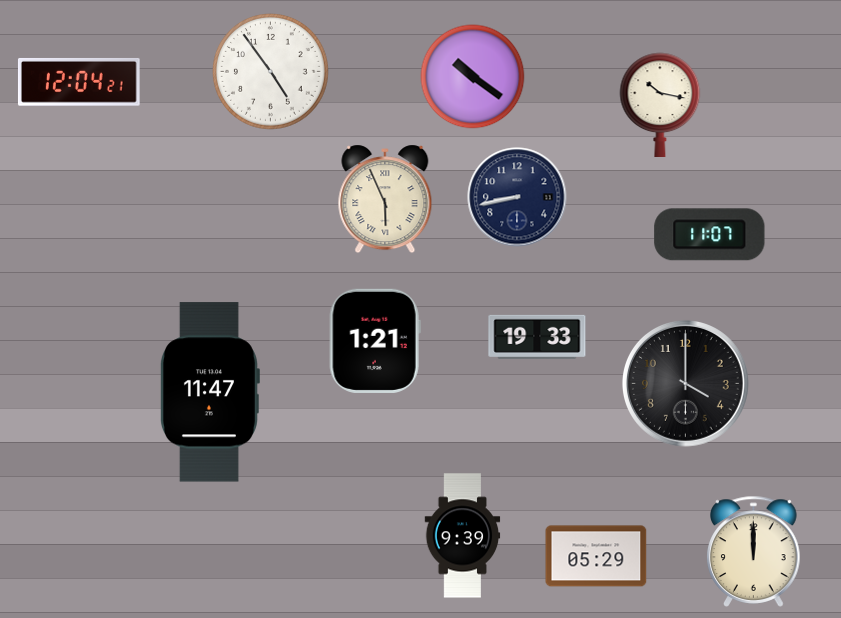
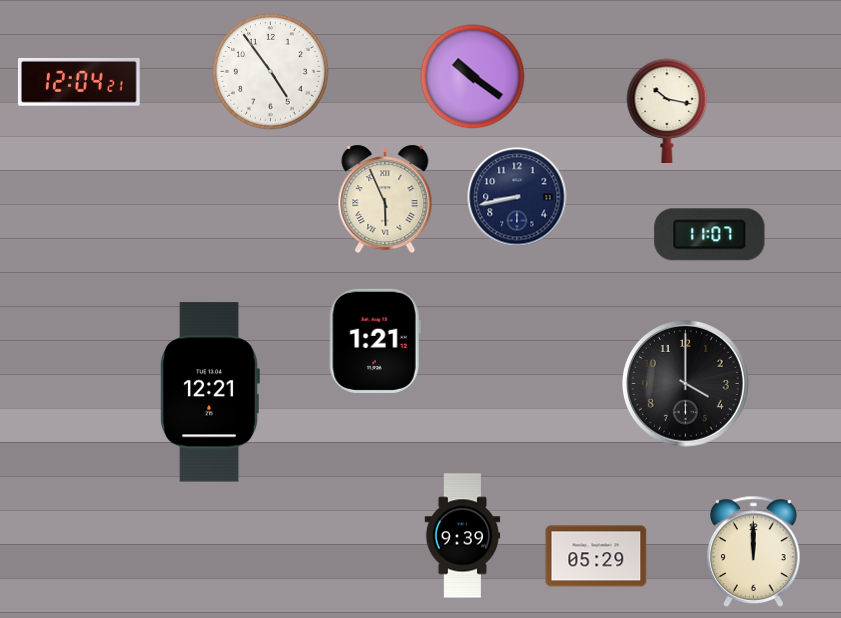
clock at (660, 105) position: (660, 105) -> (667, 111)
clock at (537, 337): 19:33 -> none
clock at (209, 392): 11:47 -> 12:21
